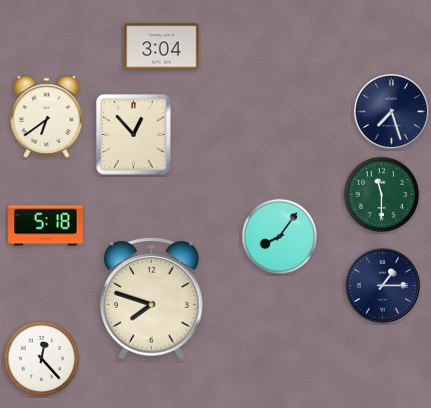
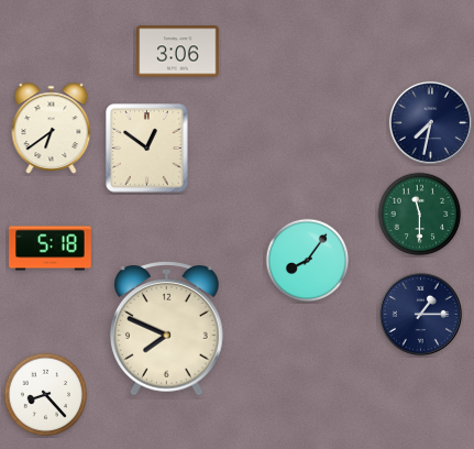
clock at (162, 47): 3:04 -> 3:06
clock at (391, 111): 7:27 -> 7:32
clock at (134, 135): 12:53 -> 12:51
clock at (152, 299): 7:48 -> 7:49
clock at (42, 359): 12:23 -> 8:23
